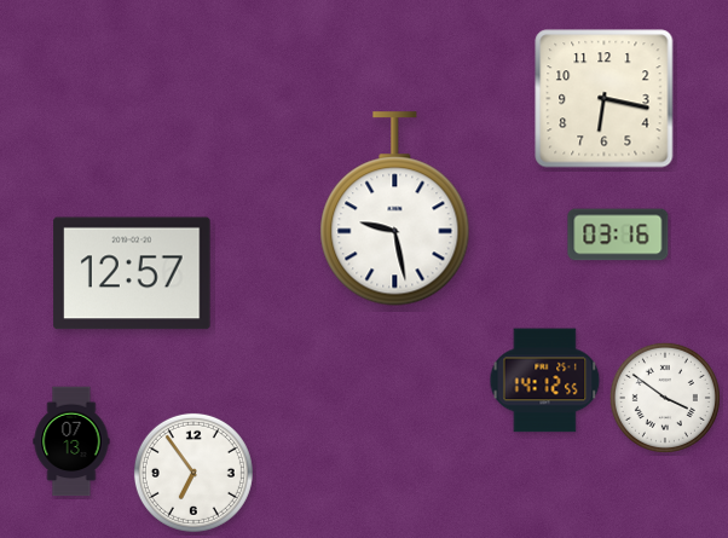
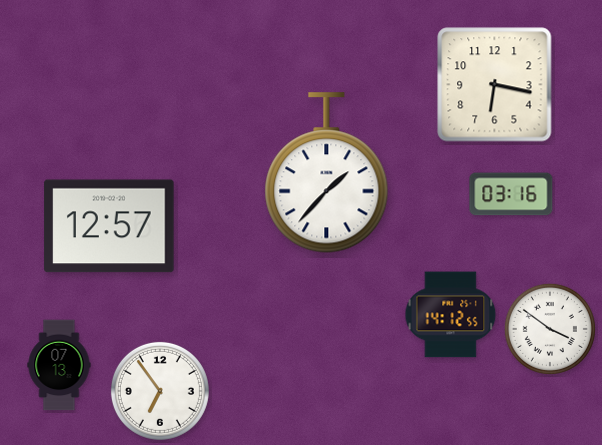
clock at (605, 99) position: (605, 99) -> (495, 85)
clock at (395, 209): 9:28 -> 1:37
